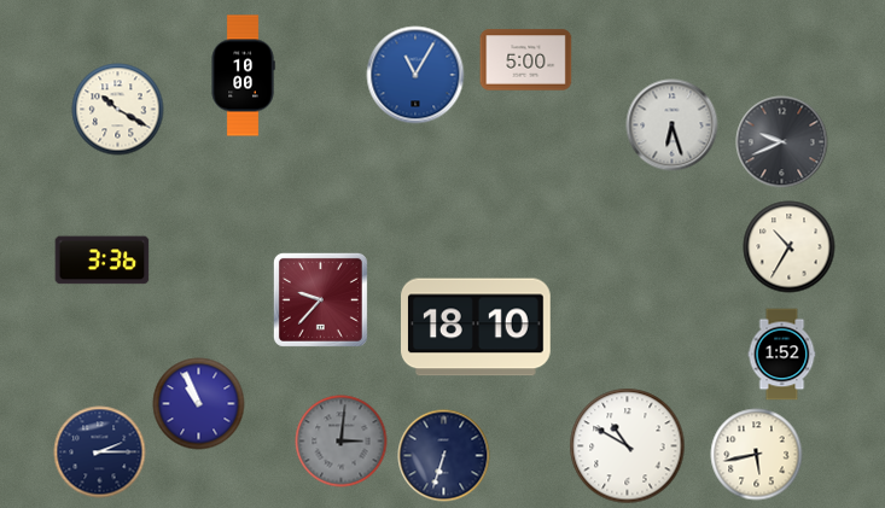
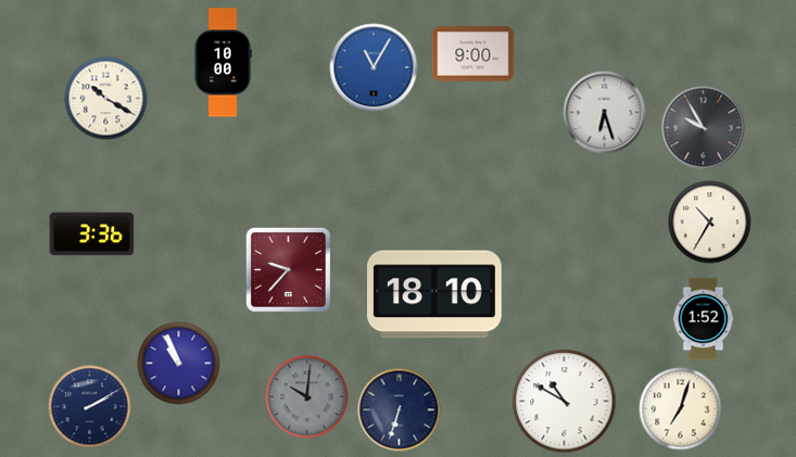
clock at (526, 60): 5:00 -> 9:00
clock at (243, 76) position: (243, 76) -> (223, 63)
clock at (782, 142): 9:41 -> 9:55
clock at (477, 327) position: (477, 327) -> (435, 294)
clock at (342, 442): 3:01 -> 10:01
clock at (100, 452): 2:15 -> 2:10
clock at (757, 455): 5:43 -> 7:03
